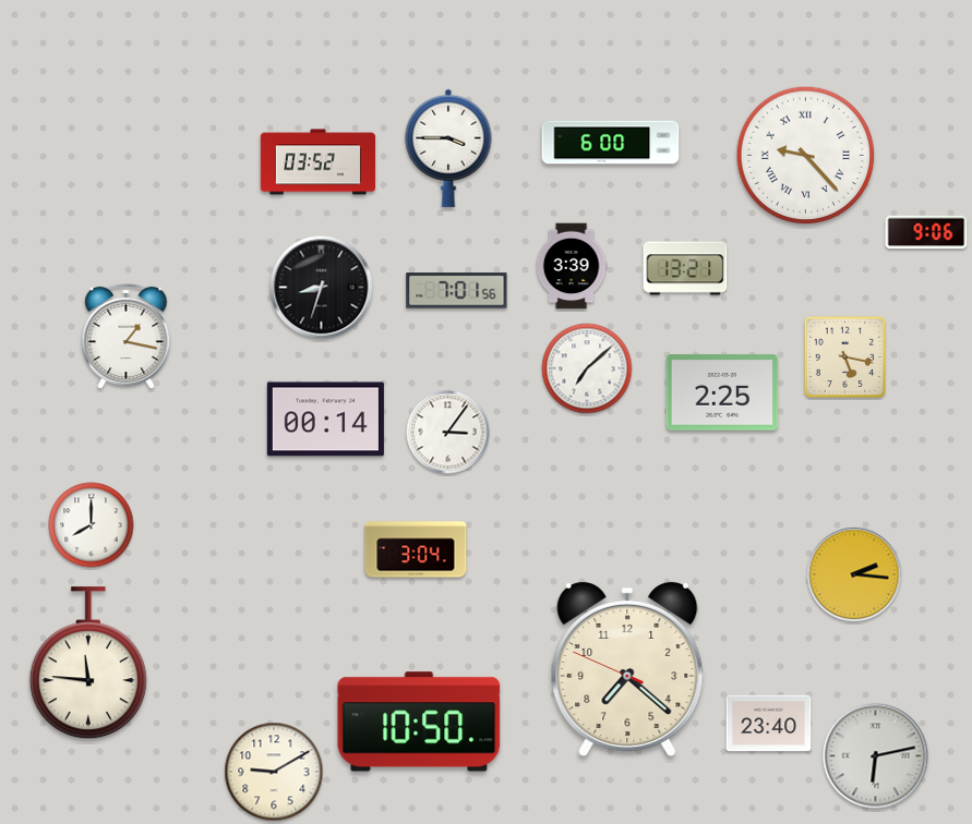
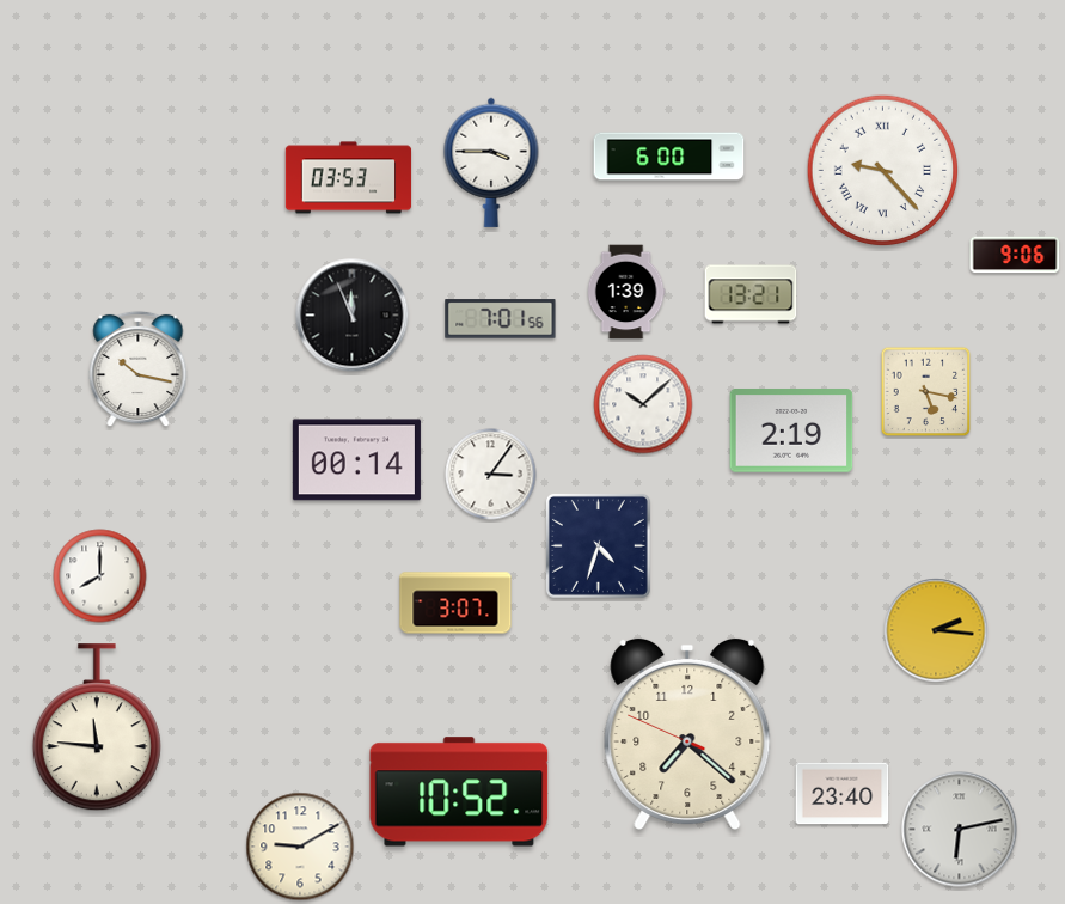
clock at (319, 162): 03:52 -> 03:53
clock at (572, 266): 3:39 -> 1:39
clock at (322, 288): 8:33 -> 11:56
clock at (127, 337): 1:17 -> 10:17
clock at (587, 368): 7:08 -> 10:08
clock at (722, 392): 2:25 -> 2:19
clock at (598, 545): none -> 4:33
clock at (416, 549): 3:04 -> 3:07
clock at (419, 722): 10:50 -> 10:52
